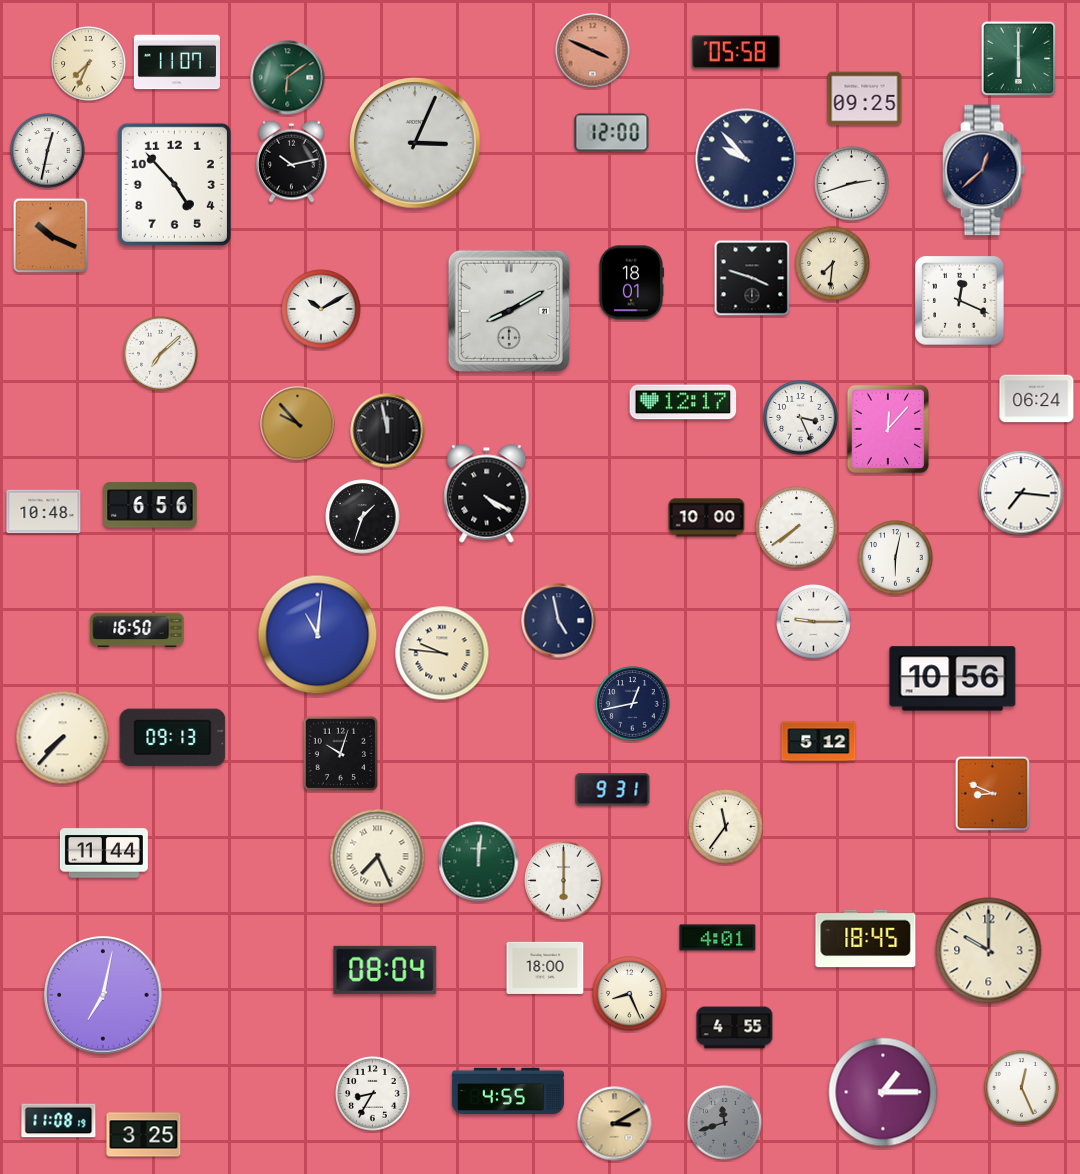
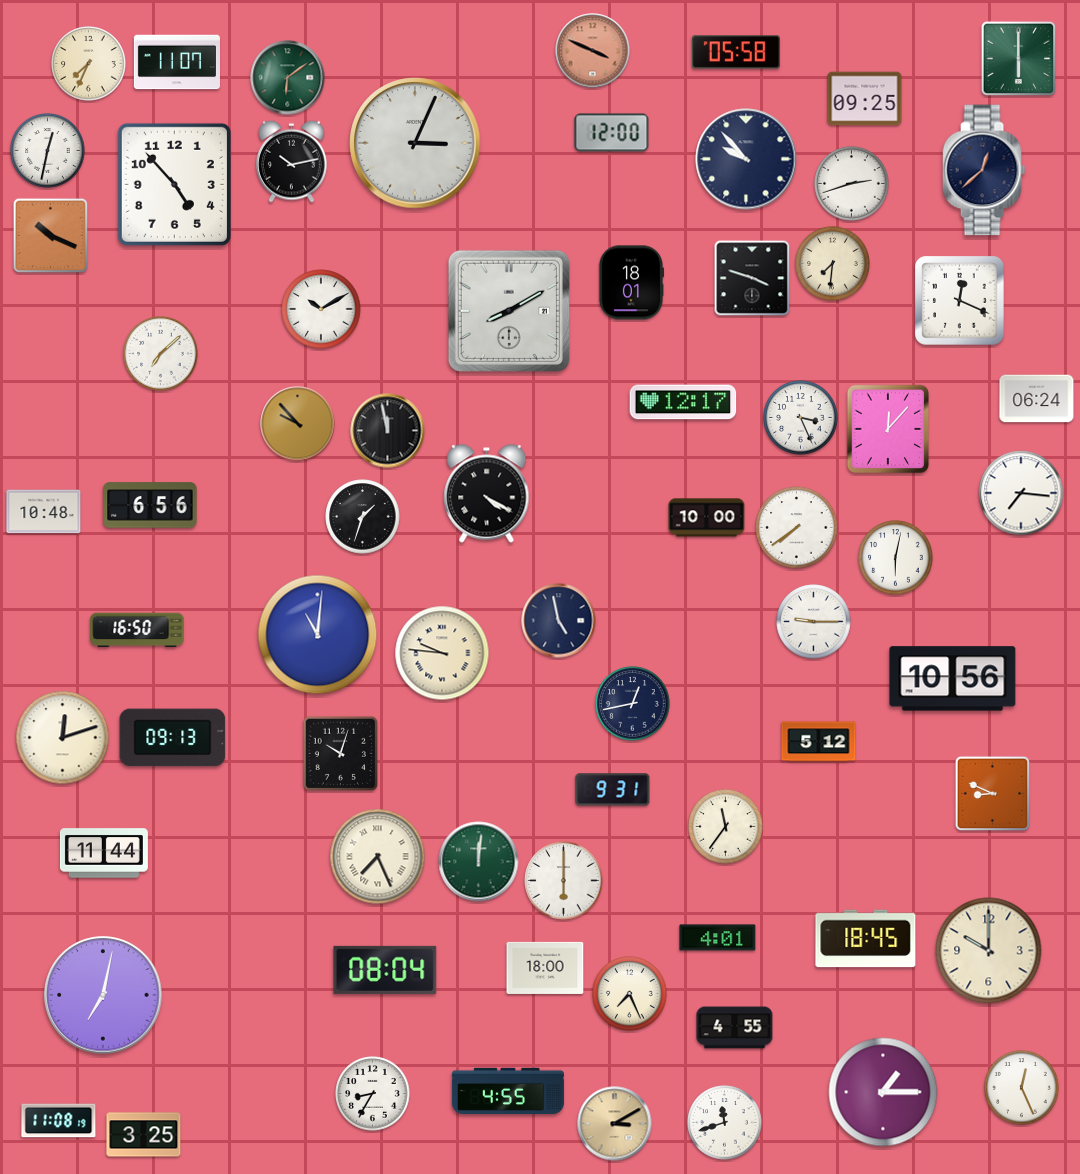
clock at (63, 738): 7:37 -> 12:12
clock at (630, 994): 8:26 -> 7:26
clock at (725, 1123) dial: grey -> white
